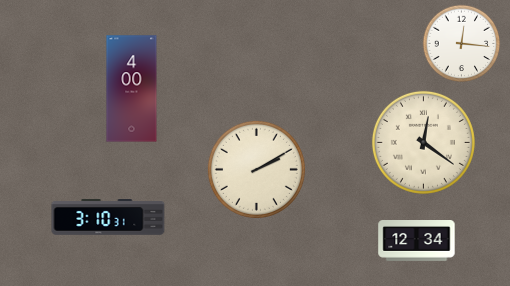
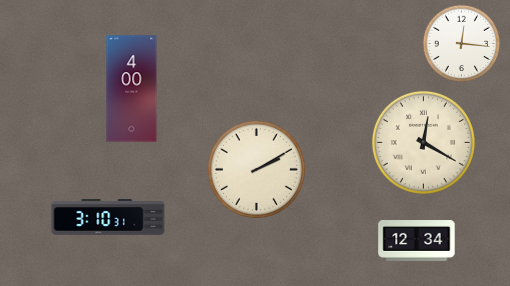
clock at (423, 142): 12:21 -> 12:20
